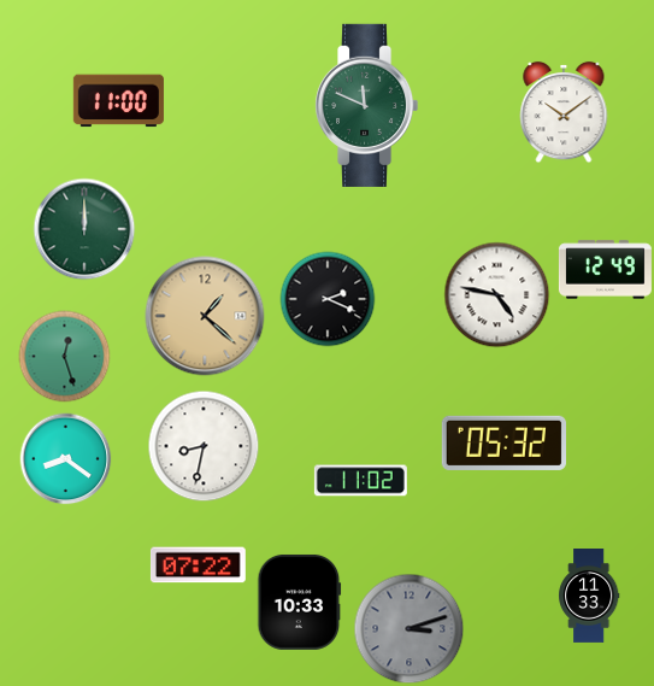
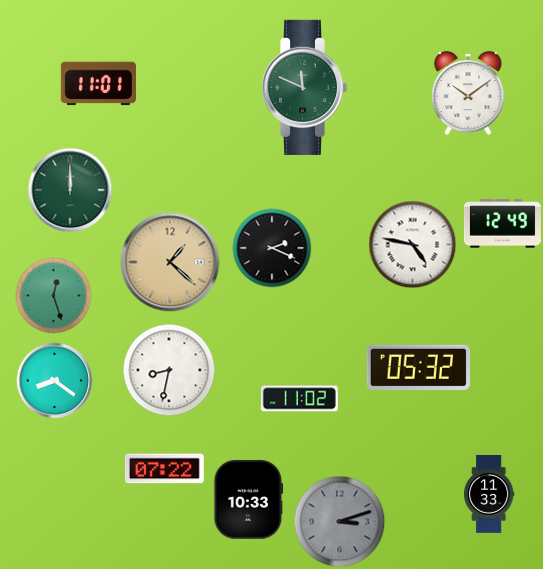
clock at (118, 101): 11:00 -> 11:01
